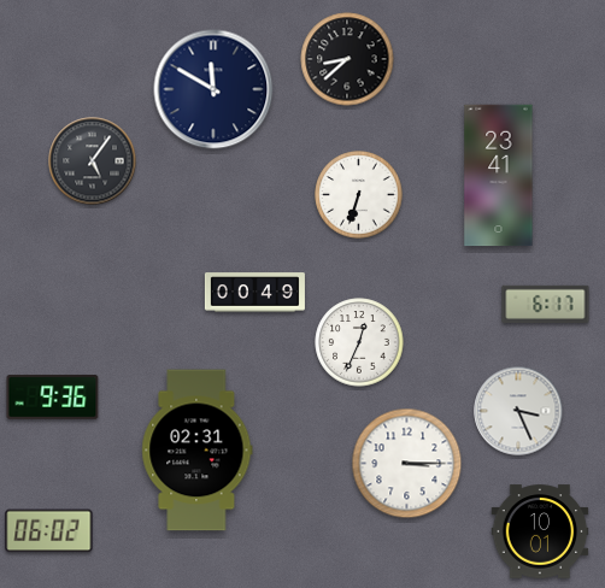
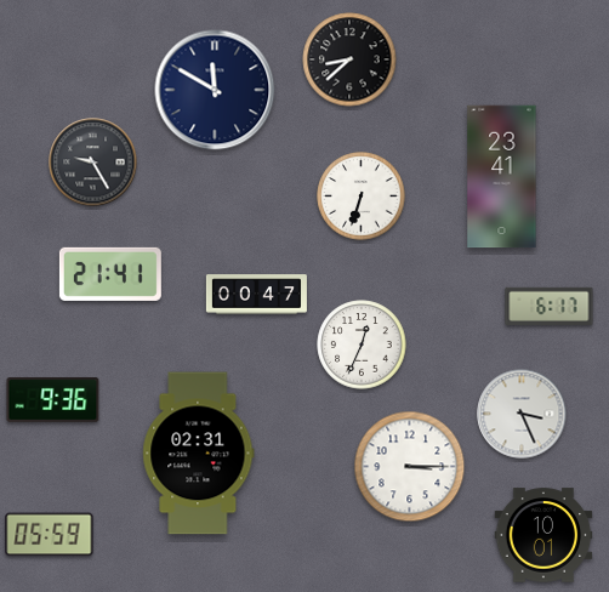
clock at (93, 161): 5:06 -> 9:25
clock at (110, 274): none -> 21:41
clock at (254, 293): 00:49 -> 00:47
clock at (49, 531): 06:02 -> 05:59
